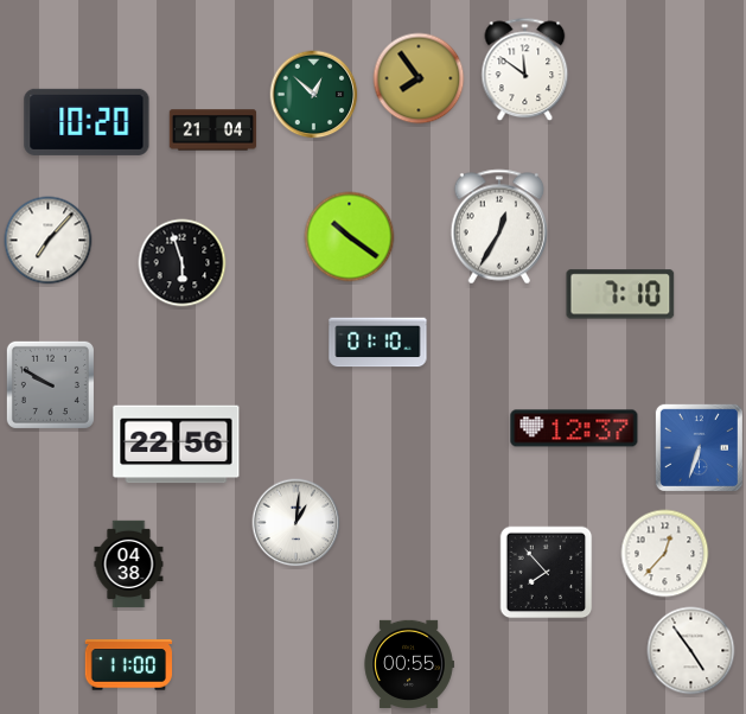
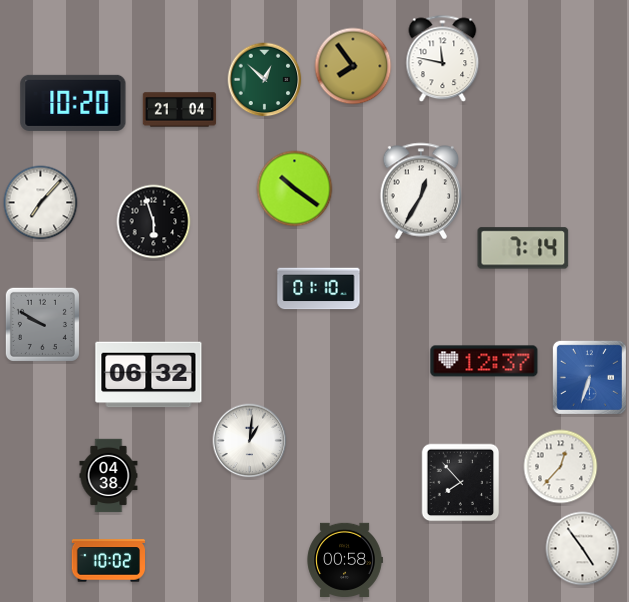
clock at (525, 70): 11:51 -> 11:47
clock at (350, 237) position: (350, 237) -> (295, 189)
clock at (620, 294): 7:10 -> 7:14
clock at (177, 445): 22:56 -> 06:32
clock at (409, 663): 00:55 -> 00:58
clock at (129, 665): 11:00 -> 10:02
